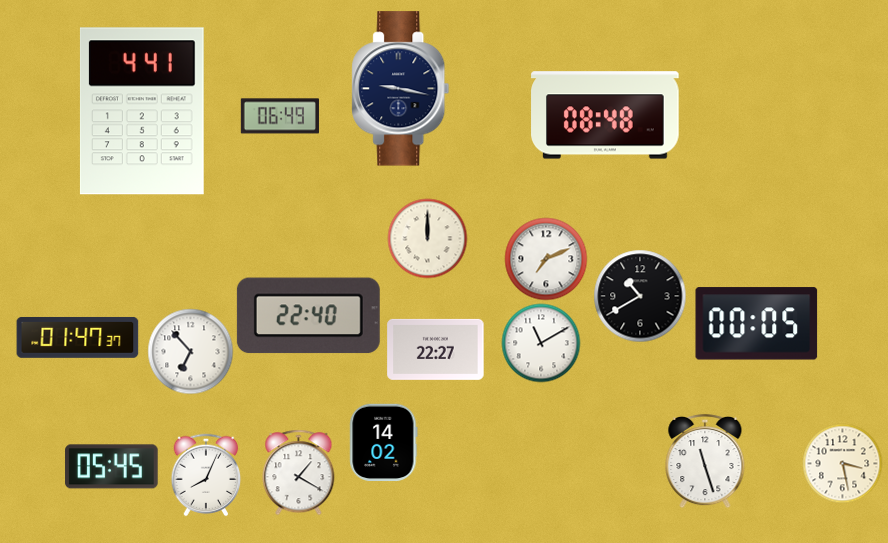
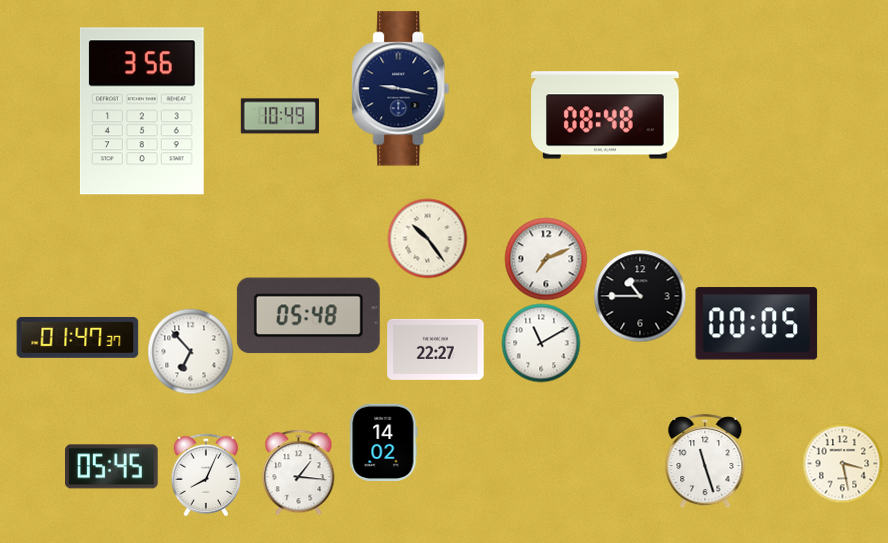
clock at (142, 111): 4:41 -> 3:56
clock at (280, 116): 06:49 -> 10:49
clock at (427, 238): 12:00 -> 10:24
clock at (640, 296): 10:40 -> 10:45
clock at (308, 316): 22:40 -> 05:48
clock at (299, 472): 1:20 -> 1:16
